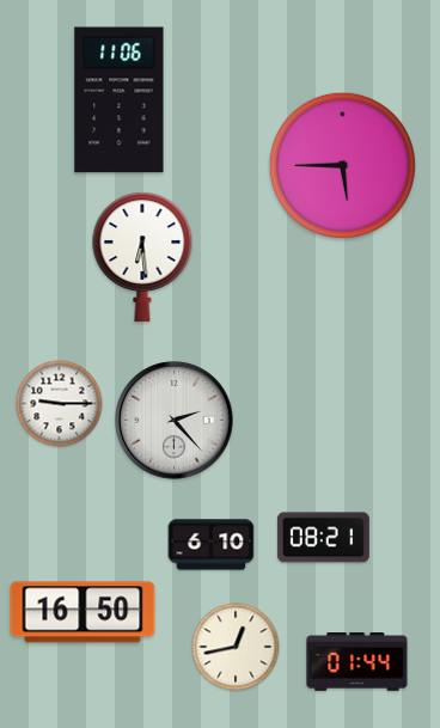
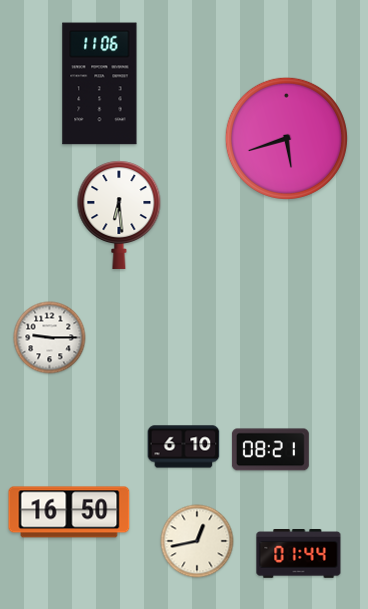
clock at (342, 165): 5:45 -> 5:42
clock at (175, 421): 2:23 -> none
clock at (212, 545) position: (212, 545) -> (184, 447)
